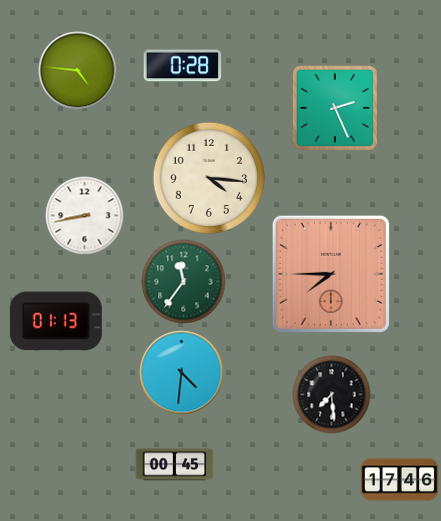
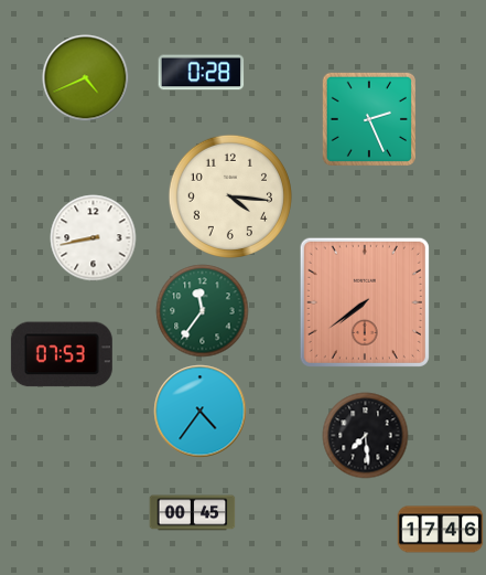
clock at (77, 70): 4:46 -> 4:41
clock at (331, 274): 7:45 -> 7:39
clock at (56, 321): 01:13 -> 07:53
clock at (181, 372): 4:31 -> 4:36
